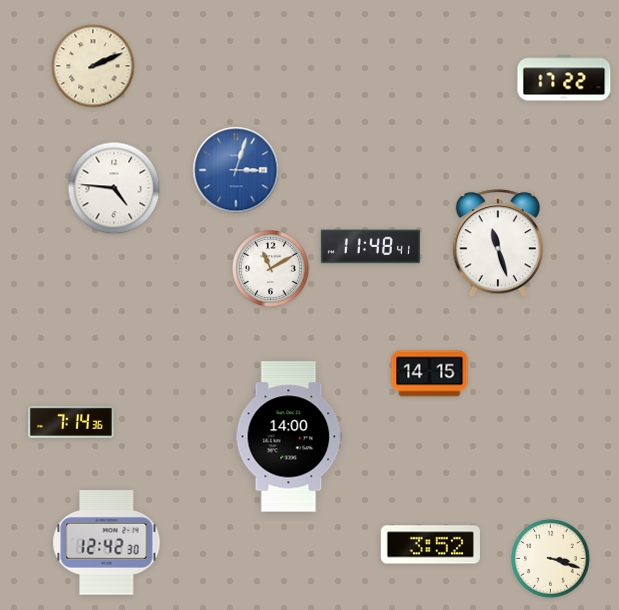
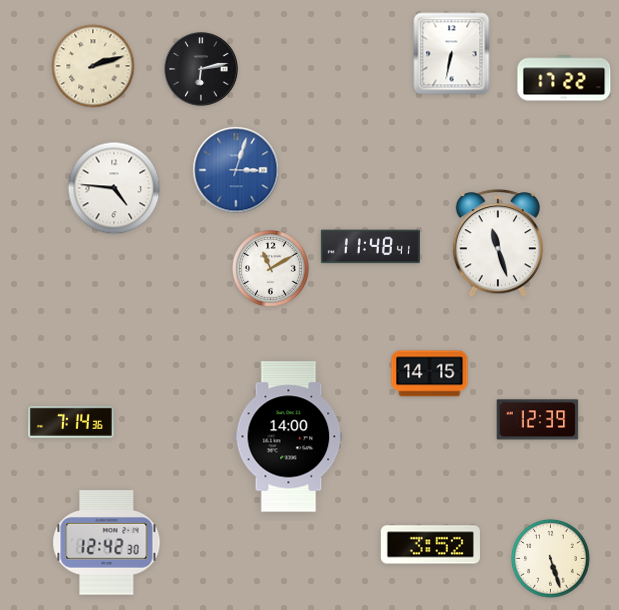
clock at (452, 54): none -> 6:32
clock at (93, 66): 2:11 -> 2:12
clock at (201, 69): none -> 6:13
clock at (538, 420): none -> 12:39
clock at (551, 559): 3:18 -> 5:27
